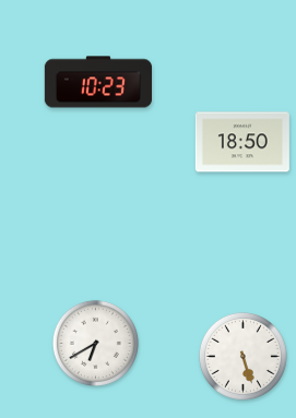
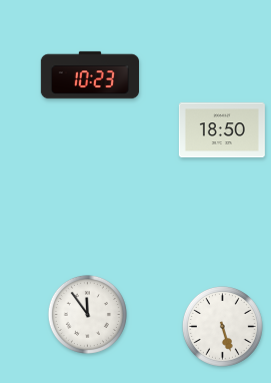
clock at (95, 343): 6:40 -> 11:54
